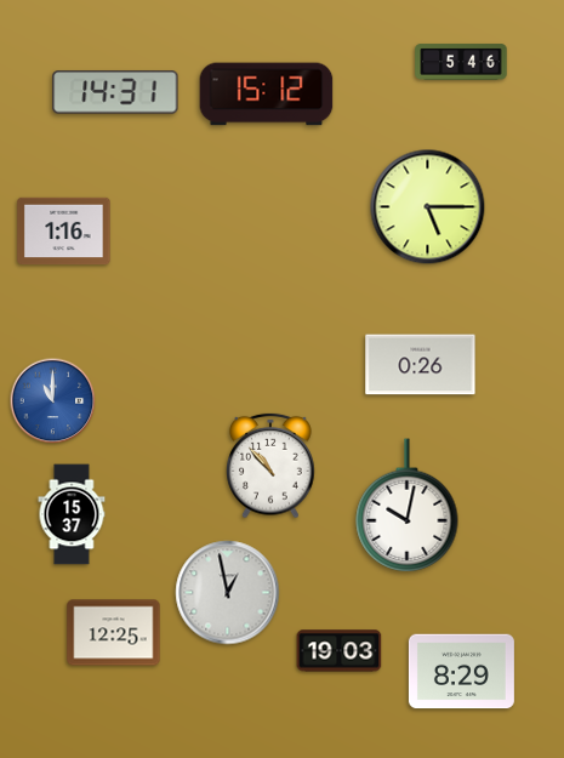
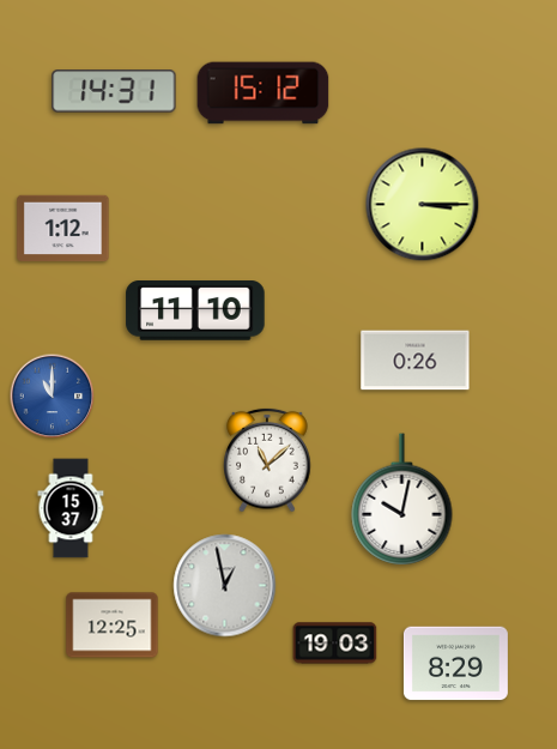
clock at (461, 62): 5:46 -> none
clock at (428, 207): 5:15 -> 3:15
clock at (64, 232): 1:16 -> 1:12
clock at (195, 312): none -> 11:10
clock at (270, 466): 10:53 -> 11:08
